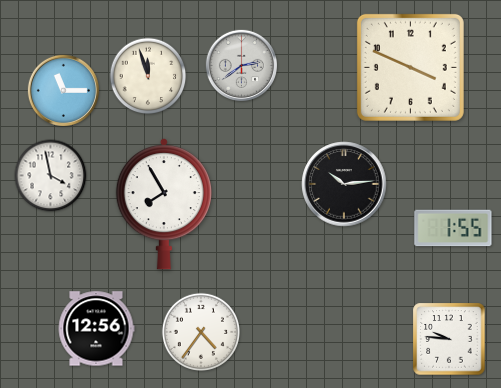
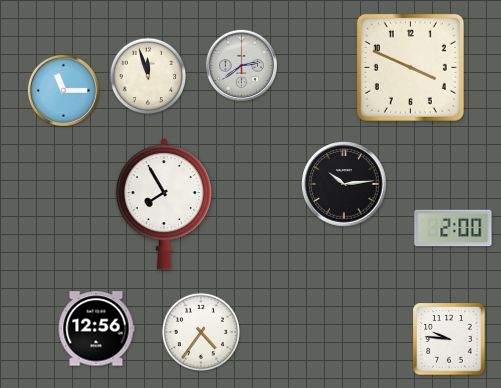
clock at (51, 176): 3:58 -> none
clock at (453, 228): 1:55 -> 2:00
